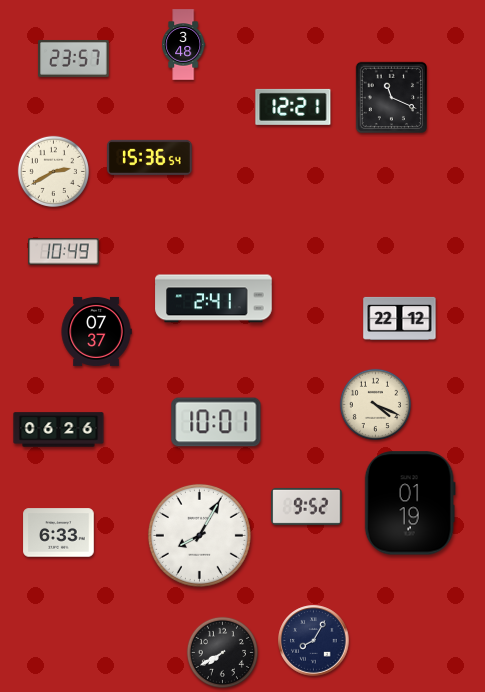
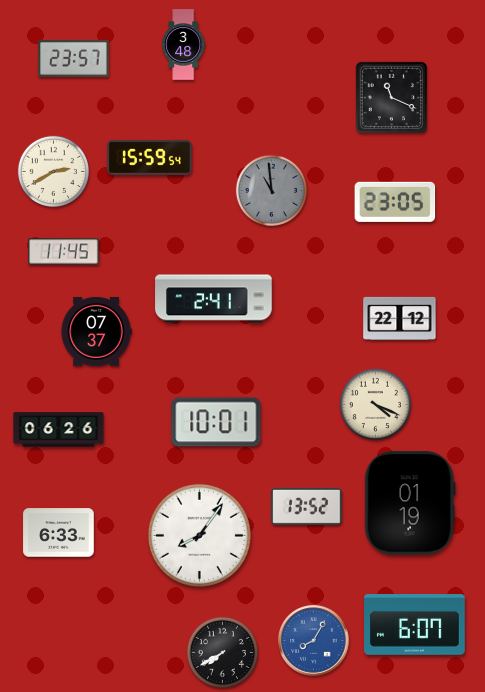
clock at (293, 107): 12:21 -> none
clock at (149, 157): 15:36 -> 15:59
clock at (271, 190): none -> 10:59
clock at (395, 202): none -> 23:05
clock at (64, 252): 10:49 -> 11:45
clock at (307, 506): 9:52 -> 13:52
clock at (199, 535): 8:05 -> 8:06
clock at (415, 625): none -> 6:07
clock at (314, 641) dial: navy -> blue
